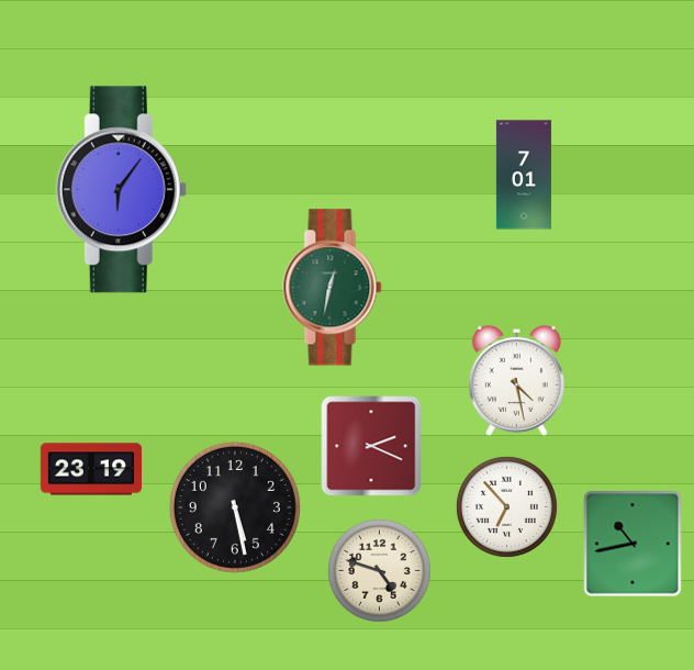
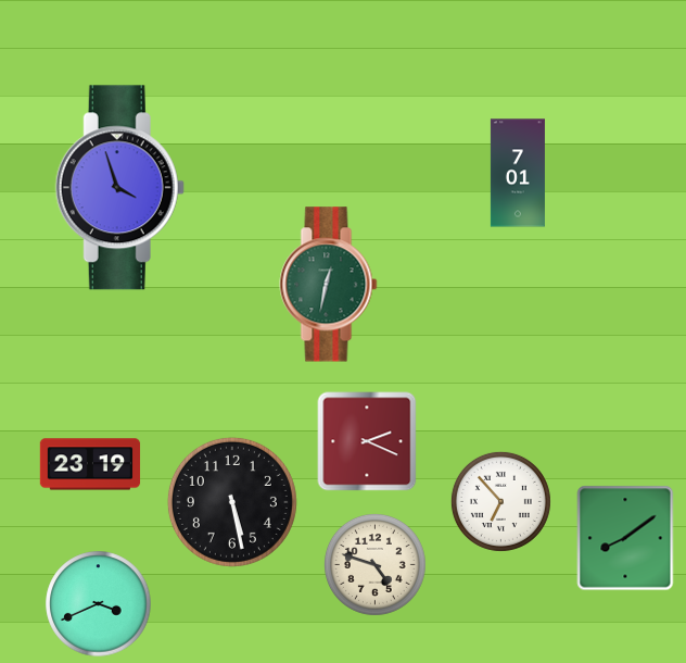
clock at (121, 190): 6:06 -> 3:57
clock at (516, 380): 4:28 -> none
clock at (633, 544): 10:43 -> 8:09
clock at (99, 604): none -> 3:41
